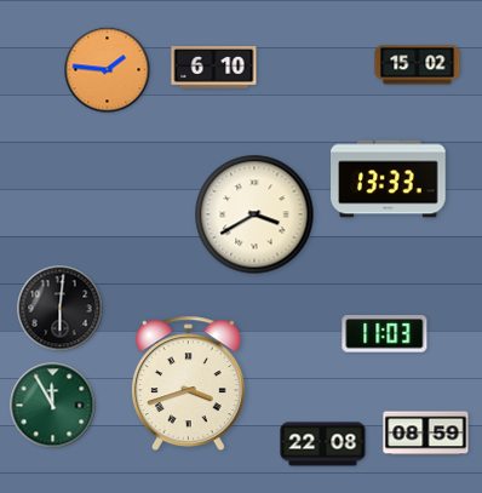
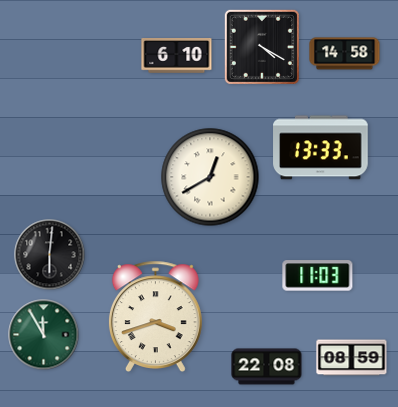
clock at (262, 47): none -> 4:20
clock at (418, 65): 15:02 -> 14:58
clock at (108, 70): 1:46 -> none
clock at (254, 214): 3:40 -> 12:40
